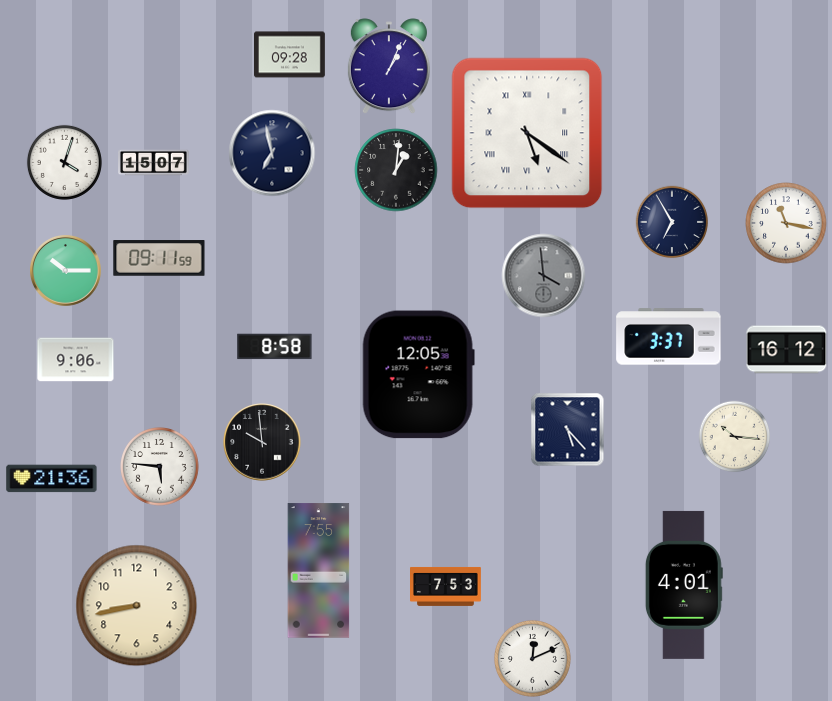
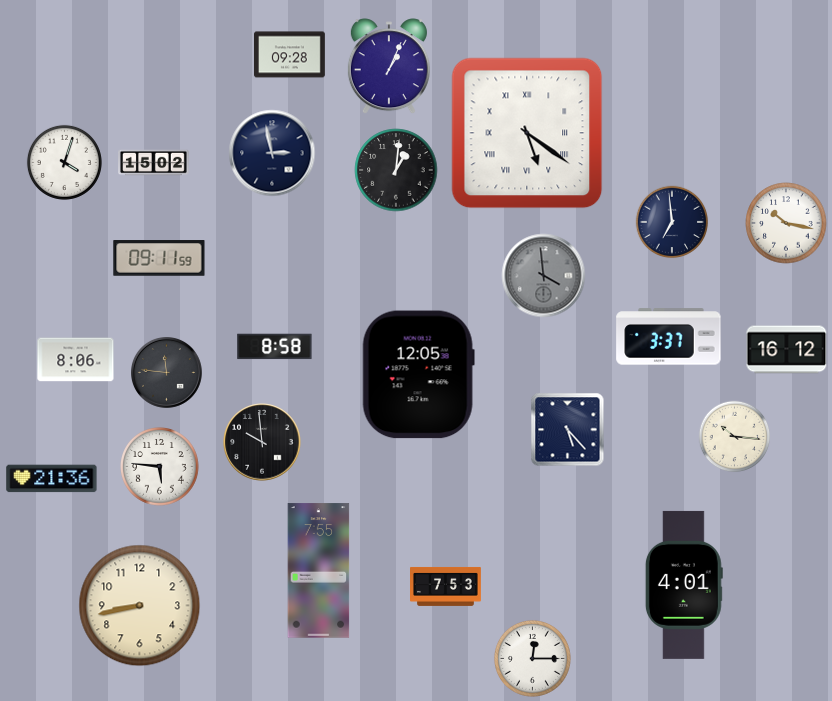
clock at (272, 153): 6:58 -> 2:58
clock at (154, 163): 15:07 -> 15:02
clock at (672, 222): 6:55 -> 6:59
clock at (786, 223): 11:17 -> 10:17
clock at (66, 271): 10:15 -> none
clock at (76, 360): 9:06 -> 8:06
clock at (167, 373): none -> 11:46
clock at (137, 606) position: (137, 606) -> (140, 606)
clock at (532, 658): 12:11 -> 12:15
